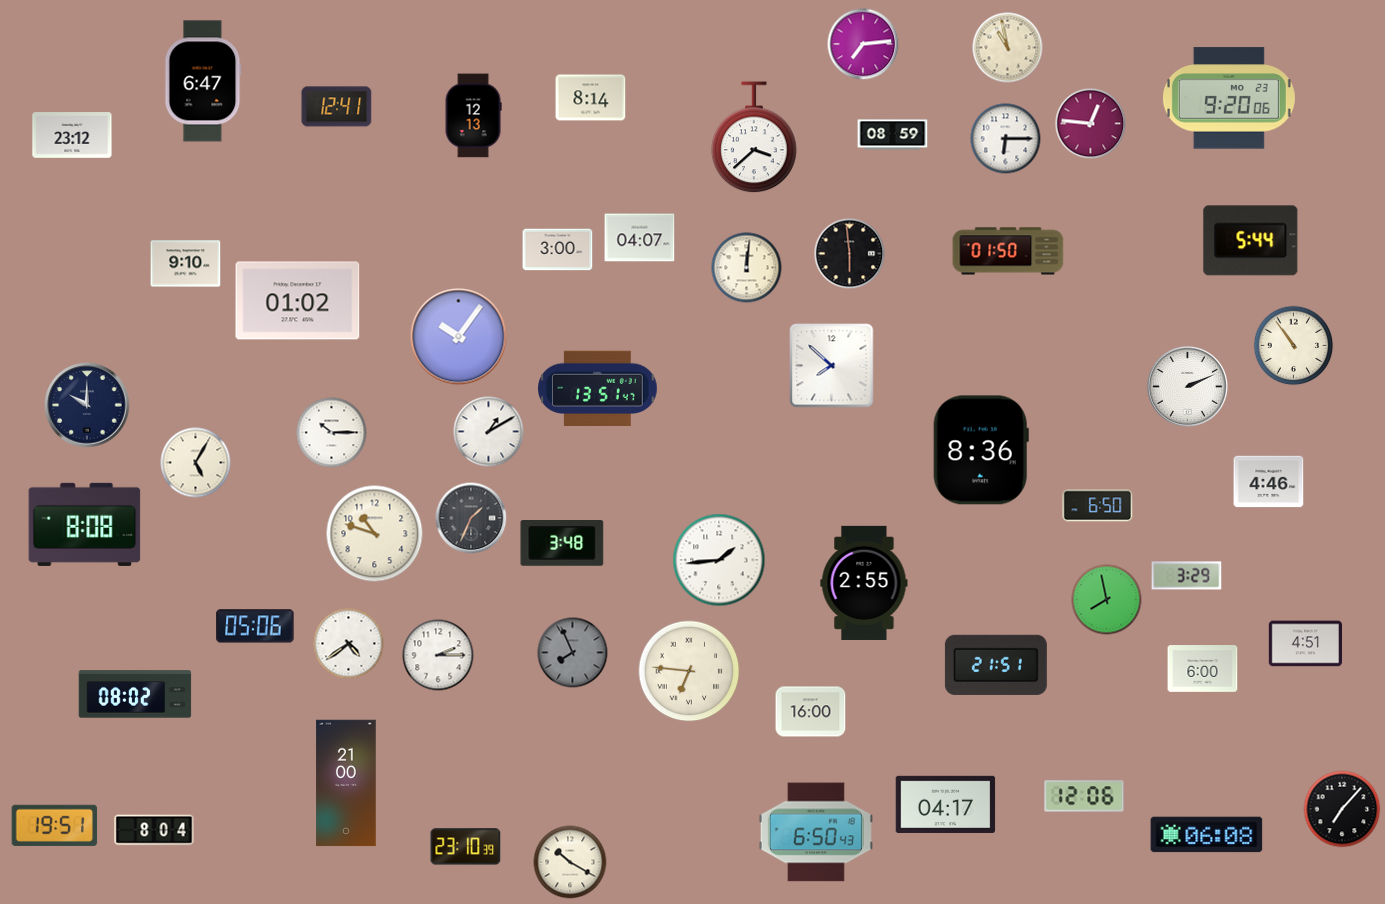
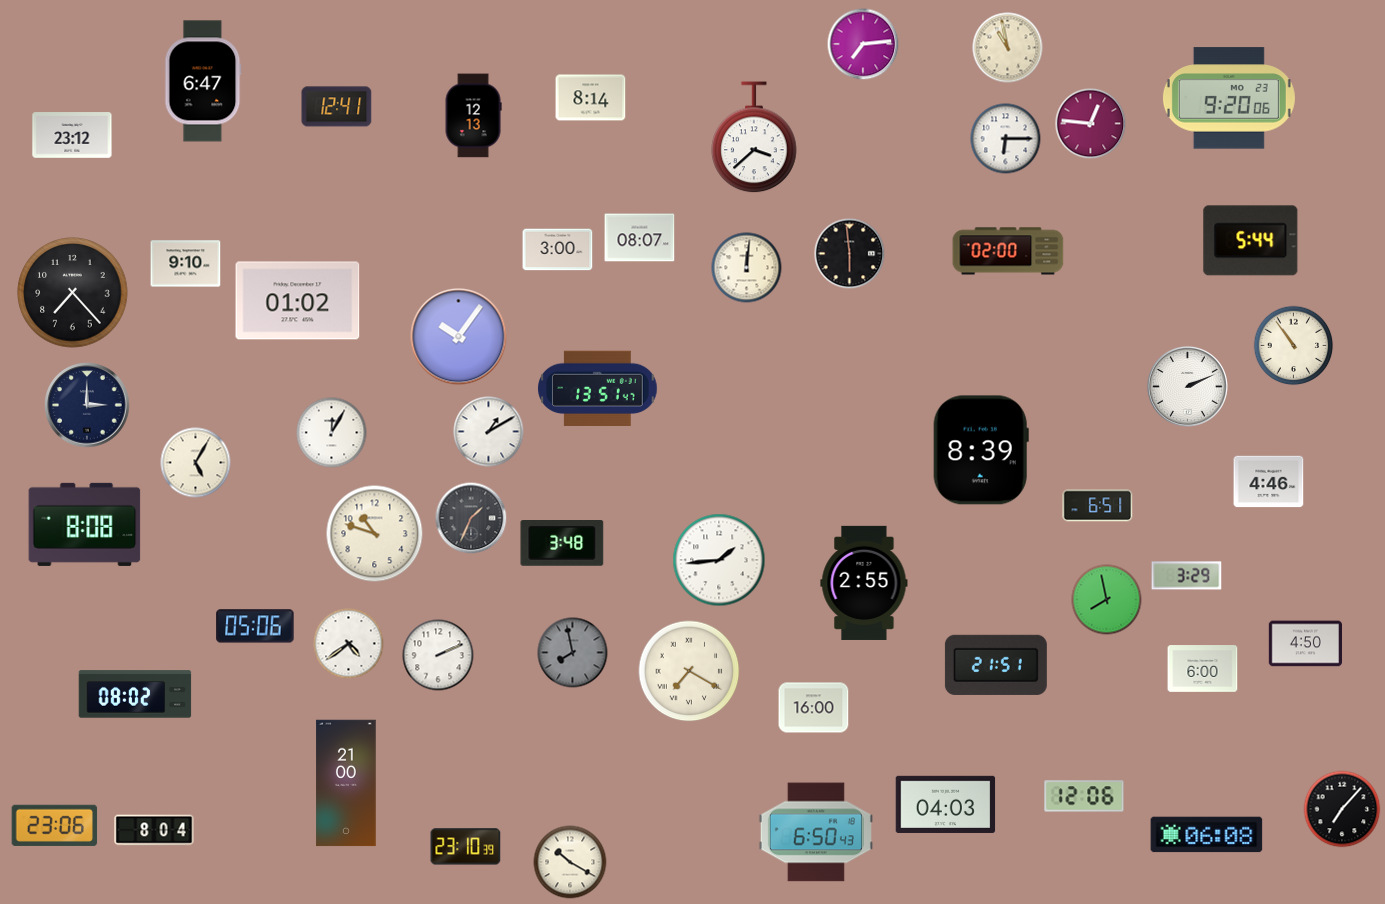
clock at (893, 135): 08:59 -> none
clock at (640, 238): 04:07 -> 08:07
clock at (1008, 251): 01:50 -> 02:00
clock at (73, 293): none -> 7:23
clock at (832, 366): 7:52 -> none
clock at (87, 405): 10:00 -> 3:00
clock at (332, 433): 10:15 -> 12:05
clock at (981, 450): 8:36 -> 8:39
clock at (1098, 506): 6:50 -> 6:51
clock at (1305, 644): 4:51 -> 4:50
clock at (573, 653): 7:56 -> 7:58
clock at (438, 655): 2:15 -> 2:11
clock at (689, 671): 6:46 -> 7:20
clock at (811, 712) position: (811, 712) -> (814, 708)
clock at (946, 804): 04:17 -> 04:03
clock at (55, 825): 19:51 -> 23:06
